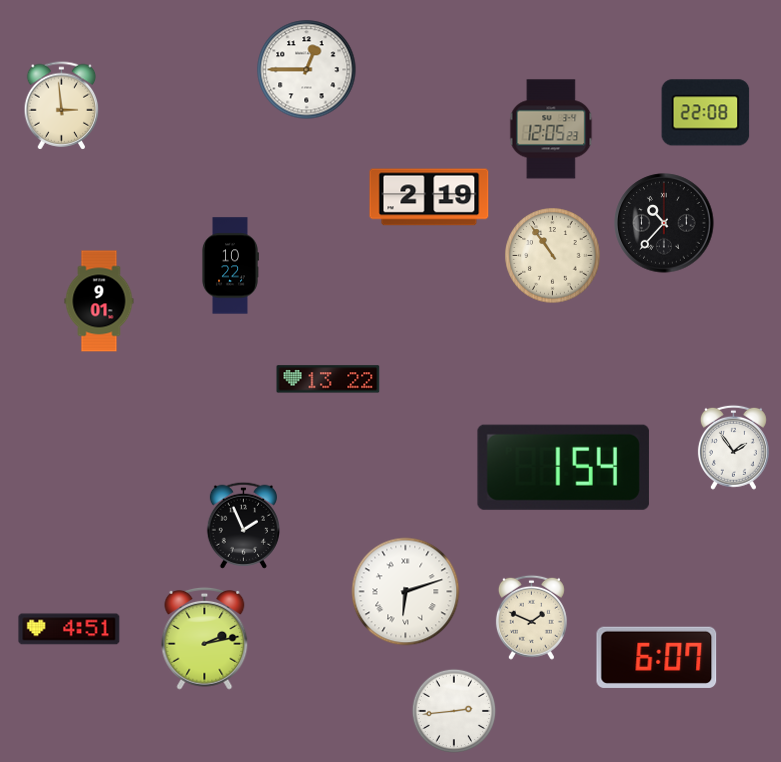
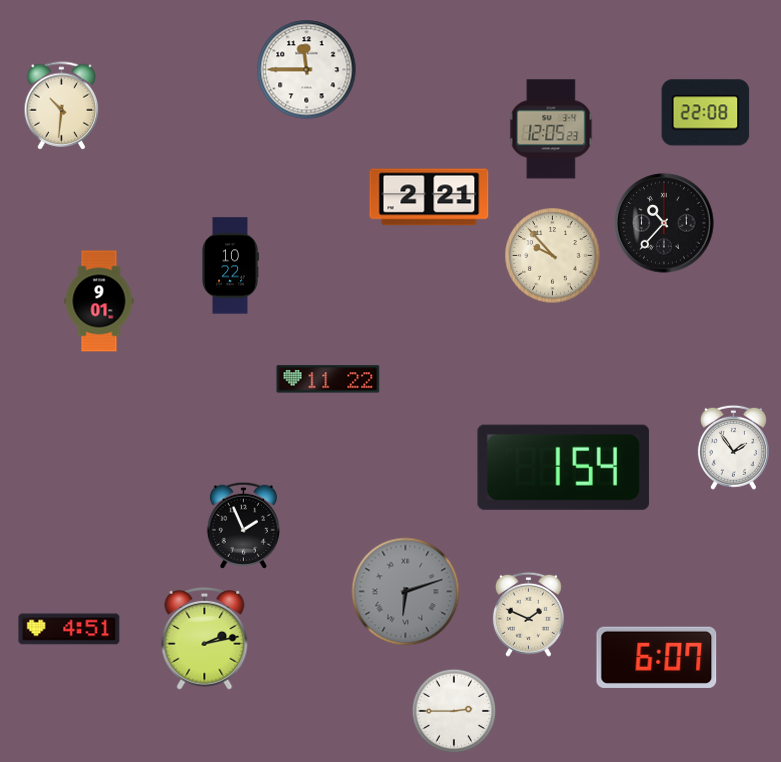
clock at (307, 70): 12:45 -> 11:45
clock at (62, 106): 2:59 -> 10:31
clock at (429, 197): 2:19 -> 2:21
clock at (553, 256): 10:54 -> 9:53
clock at (328, 379): 13:22 -> 11:22
clock at (406, 592) dial: white -> grey
clock at (531, 617) position: (531, 617) -> (528, 614)
clock at (454, 711): 2:44 -> 2:45
